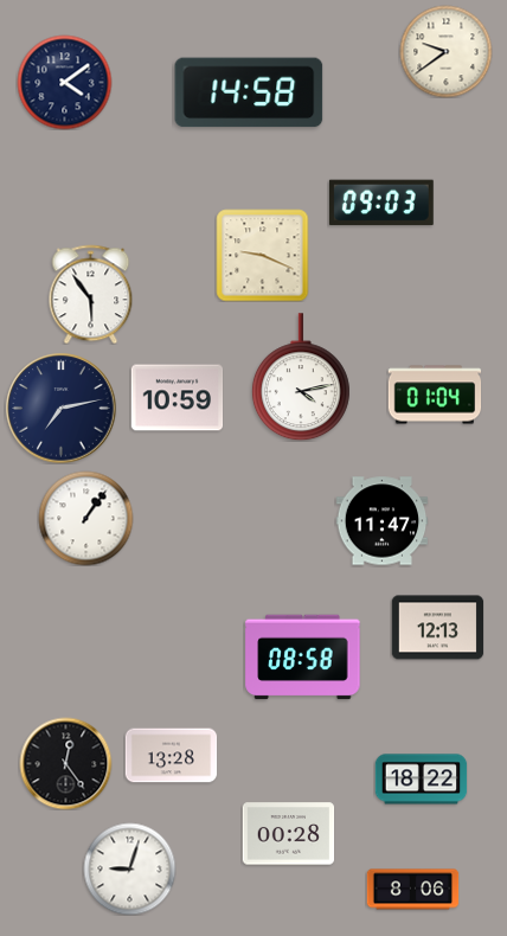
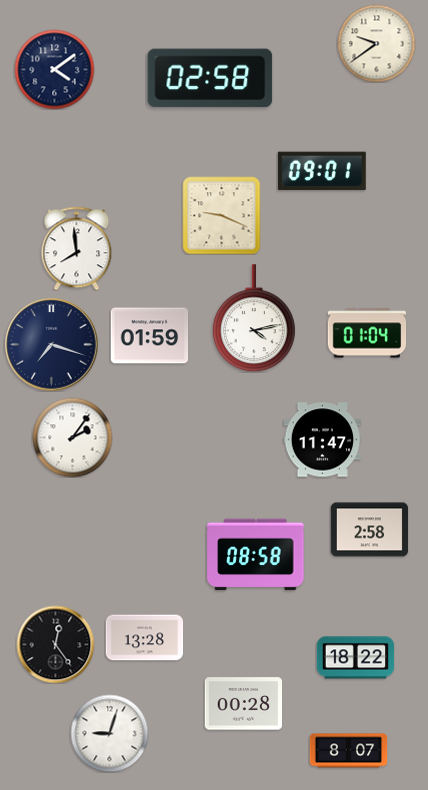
clock at (249, 92): 14:58 -> 02:58
clock at (381, 203): 09:03 -> 09:01
clock at (91, 294): 5:54 -> 7:59
clock at (177, 398): 10:59 -> 01:59
clock at (60, 408): 7:13 -> 7:18
clock at (85, 518): 1:06 -> 2:06
clock at (437, 628): 12:13 -> 2:58
clock at (412, 890): 8:06 -> 8:07
